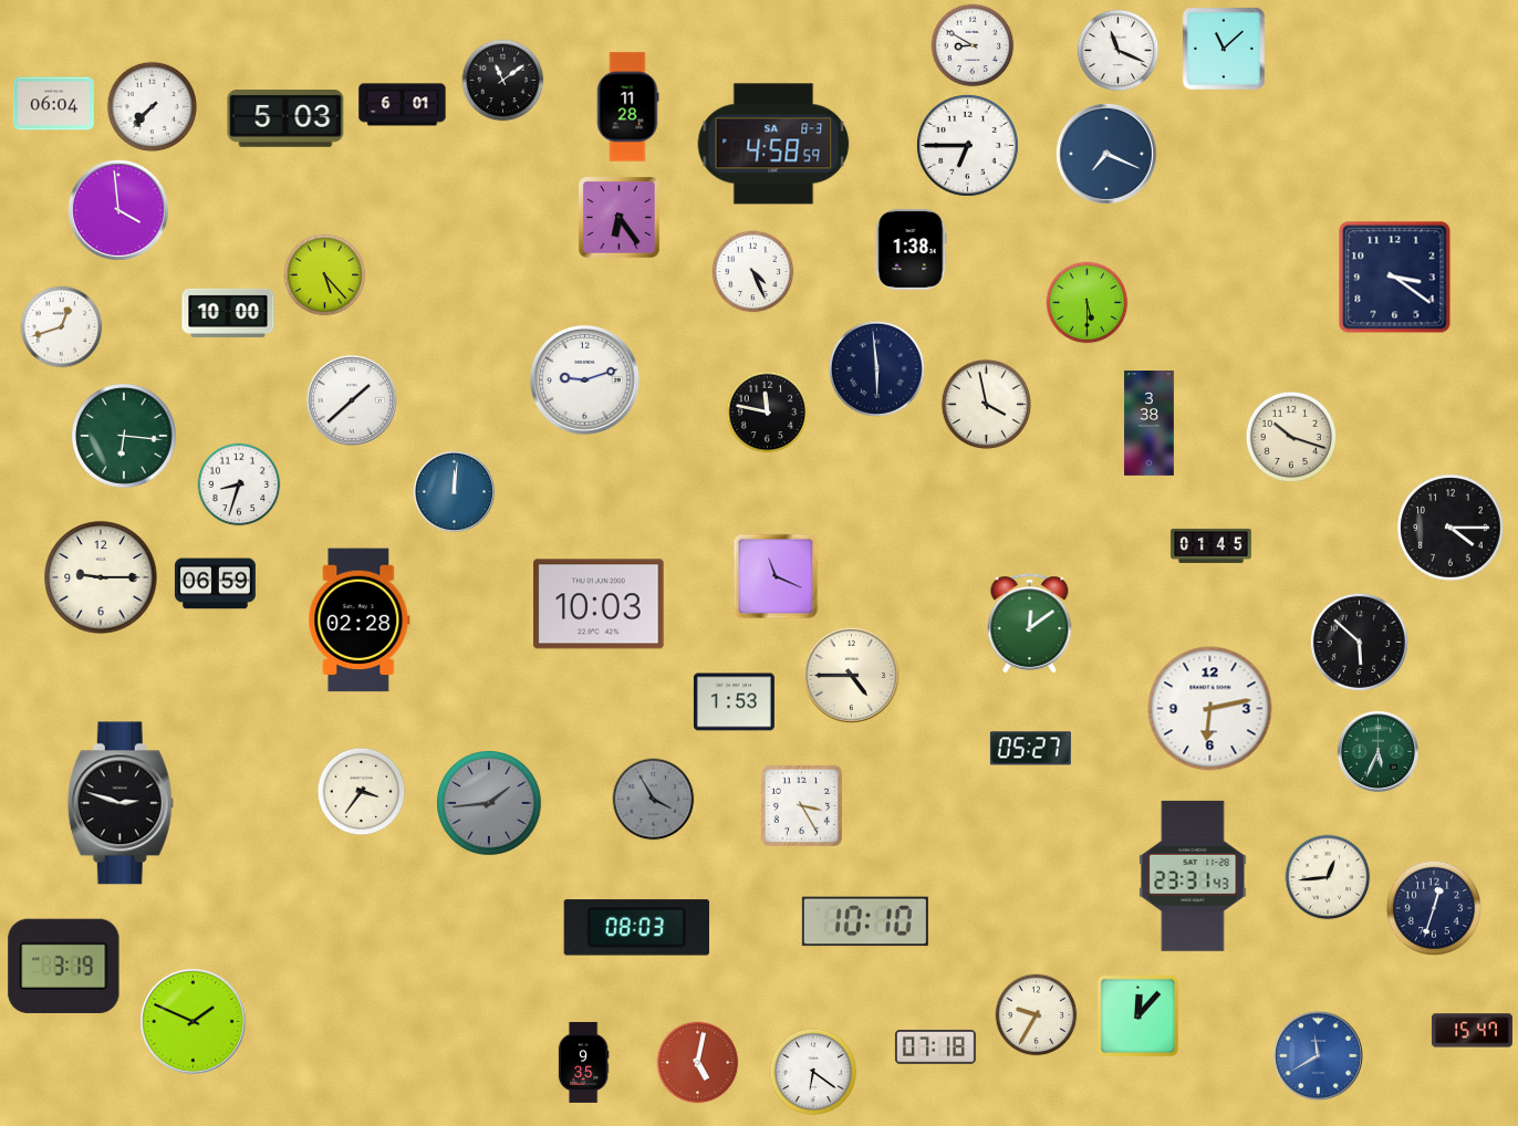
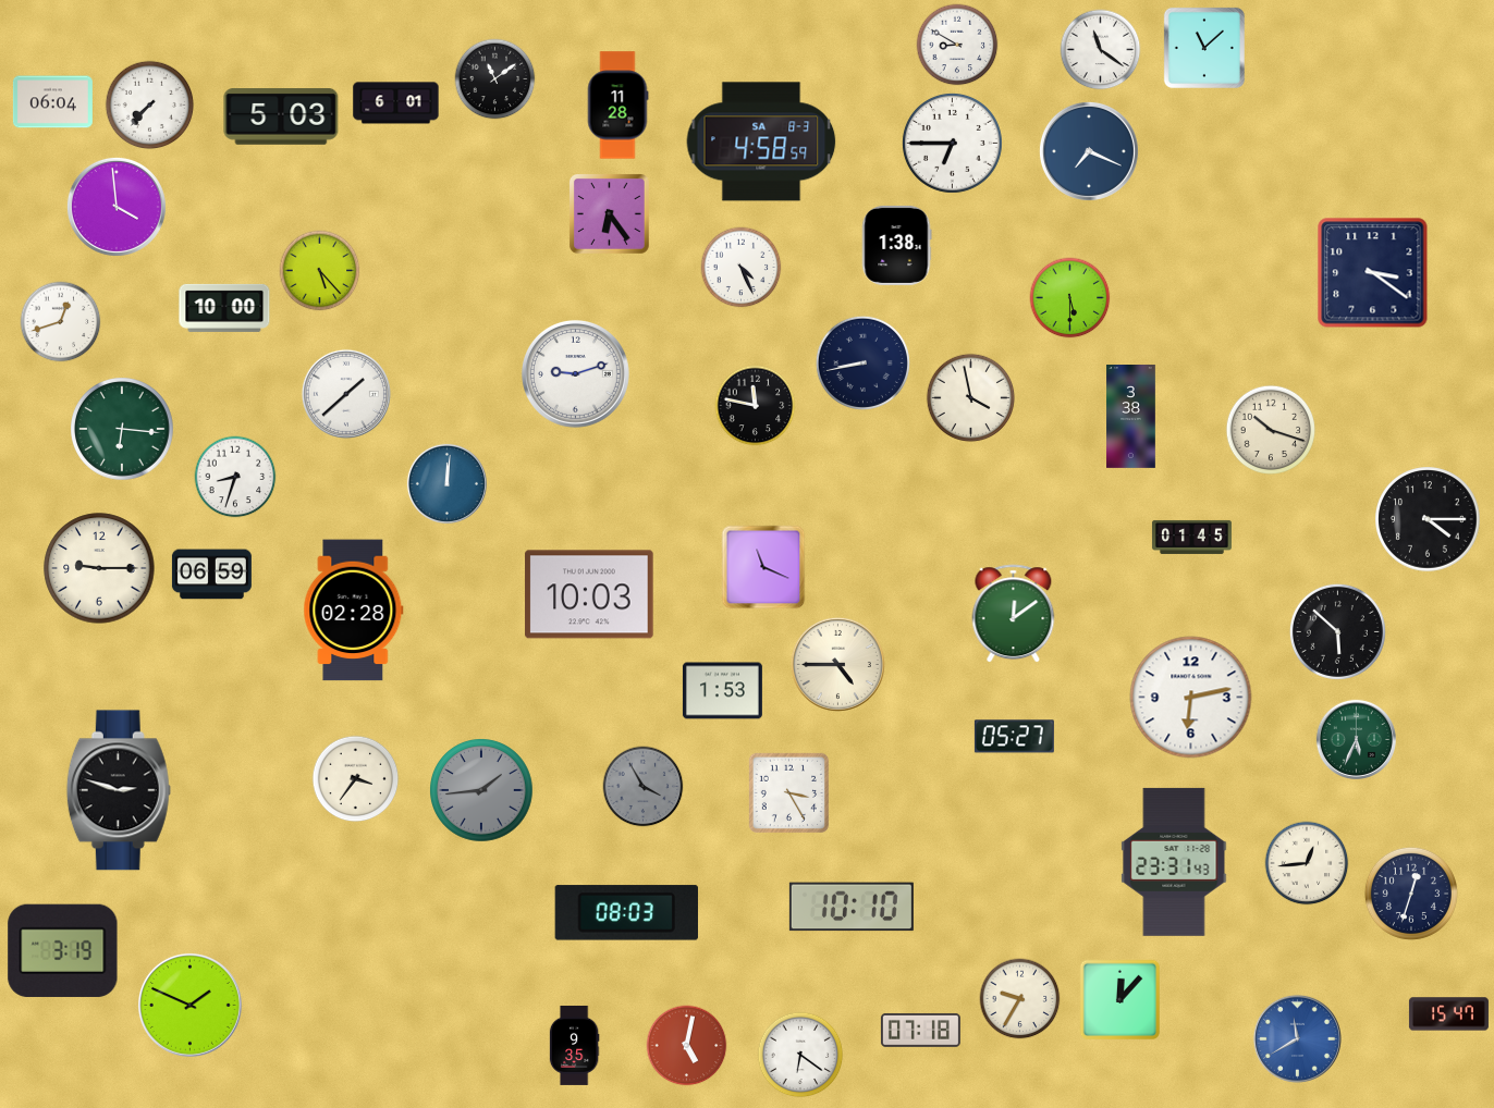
clock at (1119, 51): 11:19 -> 11:21
clock at (876, 368): 5:59 -> 8:43
